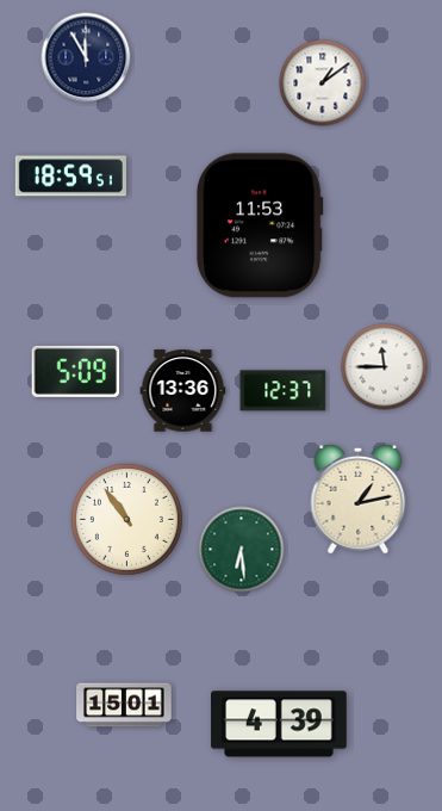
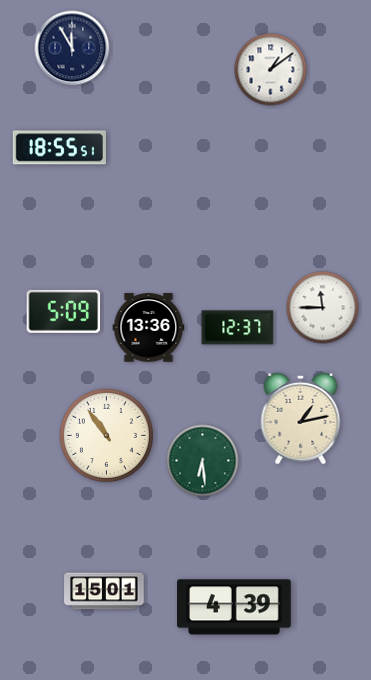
clock at (70, 177): 18:59 -> 18:55
clock at (260, 225): 11:53 -> none
clock at (183, 391) position: (183, 391) -> (149, 328)
